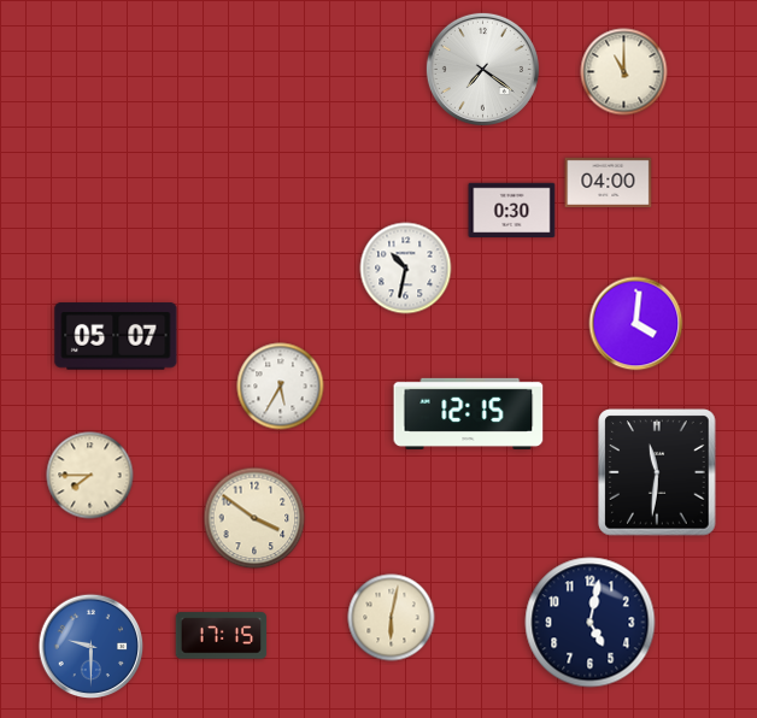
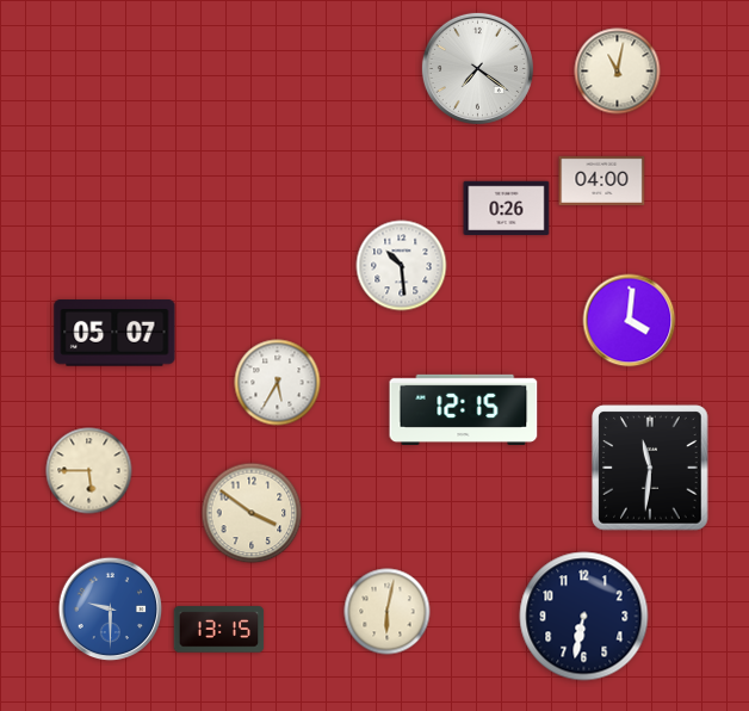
clock at (624, 72): 11:00 -> 11:02
clock at (512, 211): 0:30 -> 0:26
clock at (406, 269): 10:32 -> 10:29
clock at (90, 476): 7:45 -> 5:45
clock at (591, 623): 5:02 -> 6:32
clock at (222, 636): 17:15 -> 13:15
clock at (92, 647) position: (92, 647) -> (111, 610)
